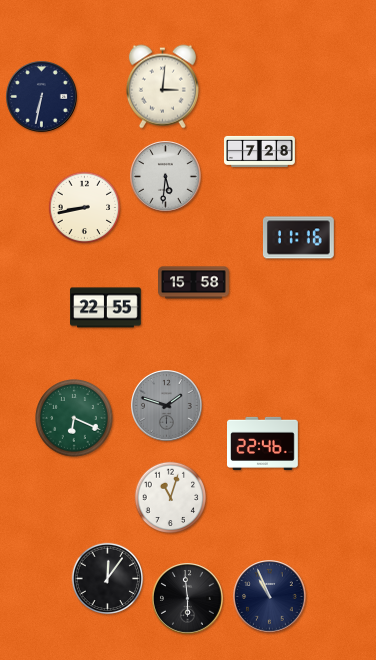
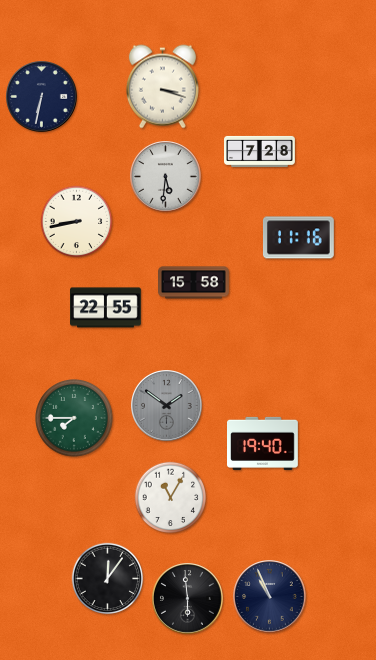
clock at (162, 87): 3:01 -> 3:18
clock at (85, 208) position: (85, 208) -> (77, 222)
clock at (167, 406): 1:48 -> 1:51
clock at (75, 419): 6:19 -> 7:45
clock at (263, 443): 22:46 -> 19:40
clock at (171, 498): 11:03 -> 11:05
